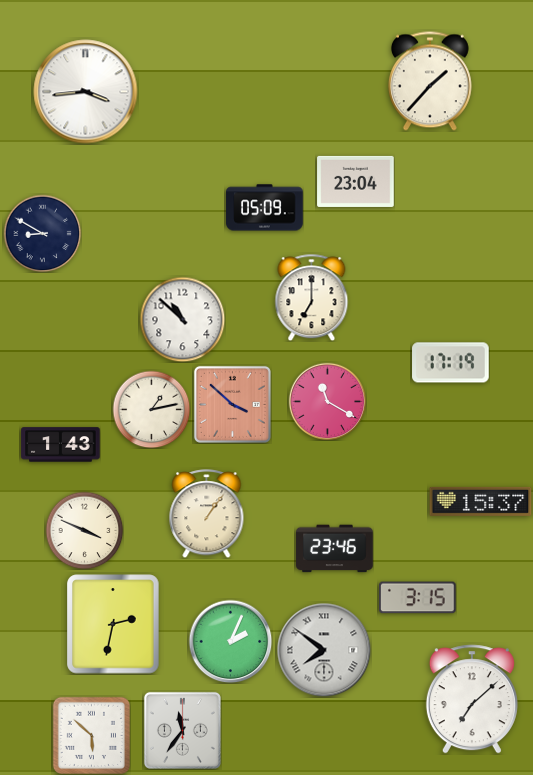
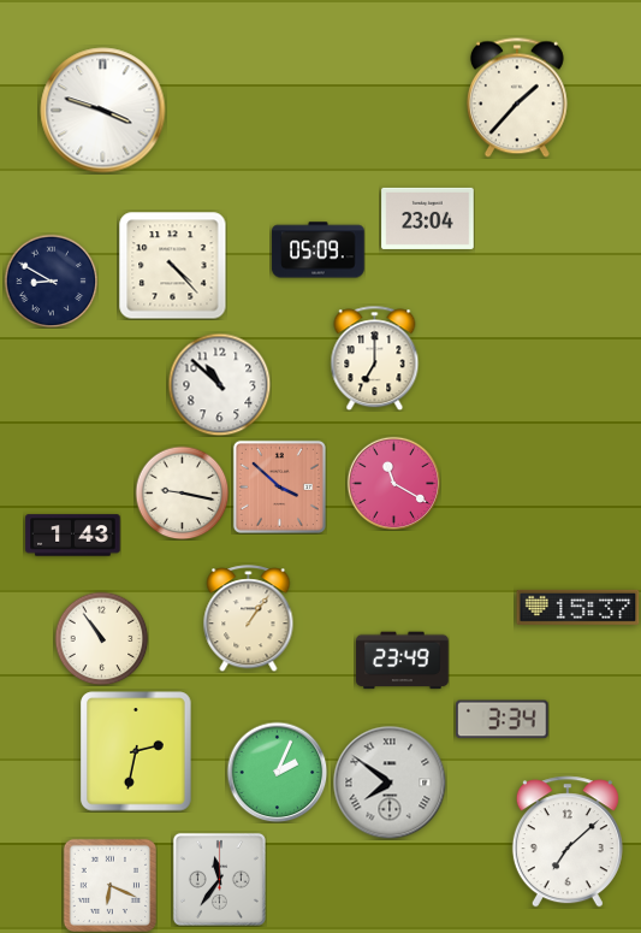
clock at (86, 92): 3:44 -> 3:48
clock at (173, 266): none -> 4:23
clock at (451, 363): 17:19 -> none
clock at (151, 409): 1:13 -> 9:17
clock at (481, 501) position: (481, 501) -> (578, 607)
clock at (84, 530): 3:49 -> 10:54
clock at (335, 549): 23:46 -> 23:49
clock at (418, 598): 3:15 -> 3:34
clock at (91, 735): 5:52 -> 6:19
